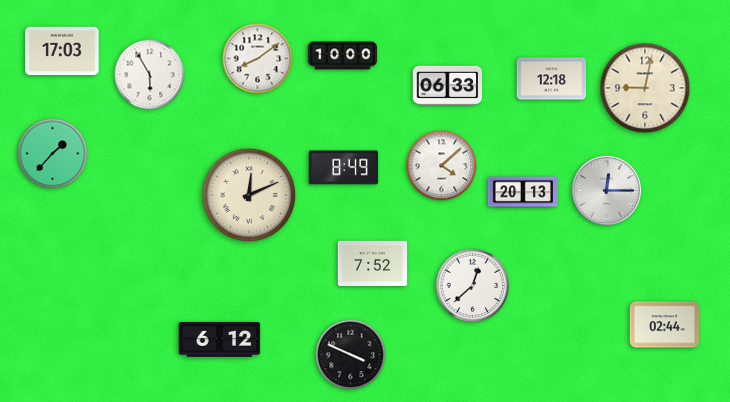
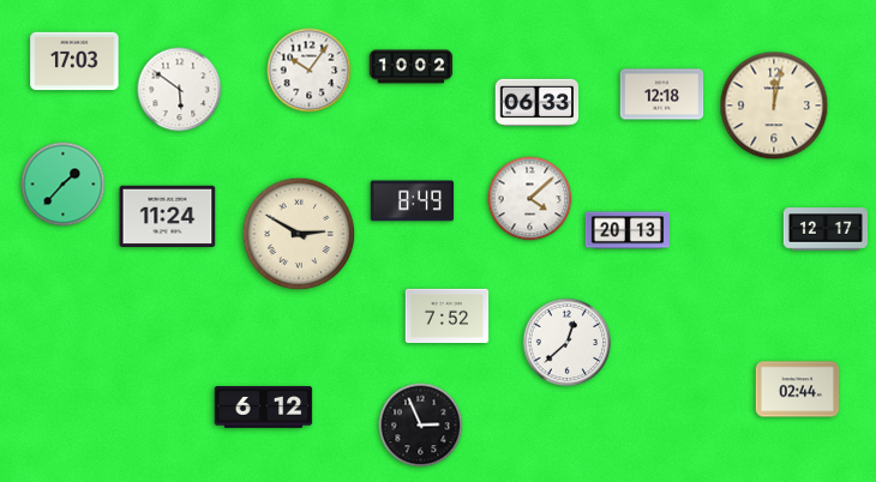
clock at (343, 56): 10:00 -> 10:02
clock at (258, 59): 8:09 -> 10:06
clock at (150, 75): 5:55 -> 5:51
clock at (645, 88): 9:02 -> 12:02
clock at (168, 217): none -> 11:24
clock at (606, 190): 12:15 -> none
clock at (824, 229): none -> 12:17
clock at (249, 195): 12:11 -> 2:50
clock at (351, 355): 3:49 -> 2:56
